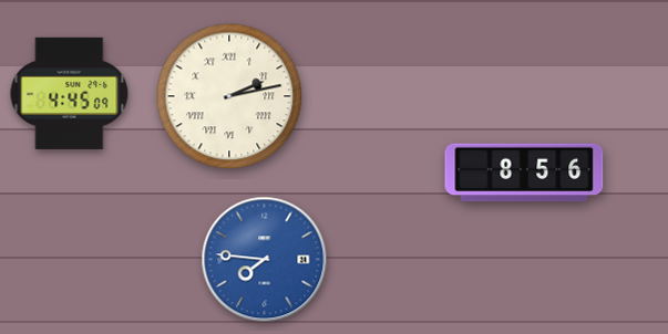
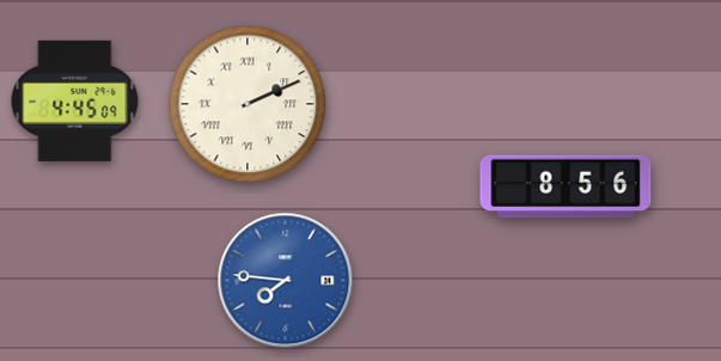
clock at (229, 96): 2:13 -> 2:11
